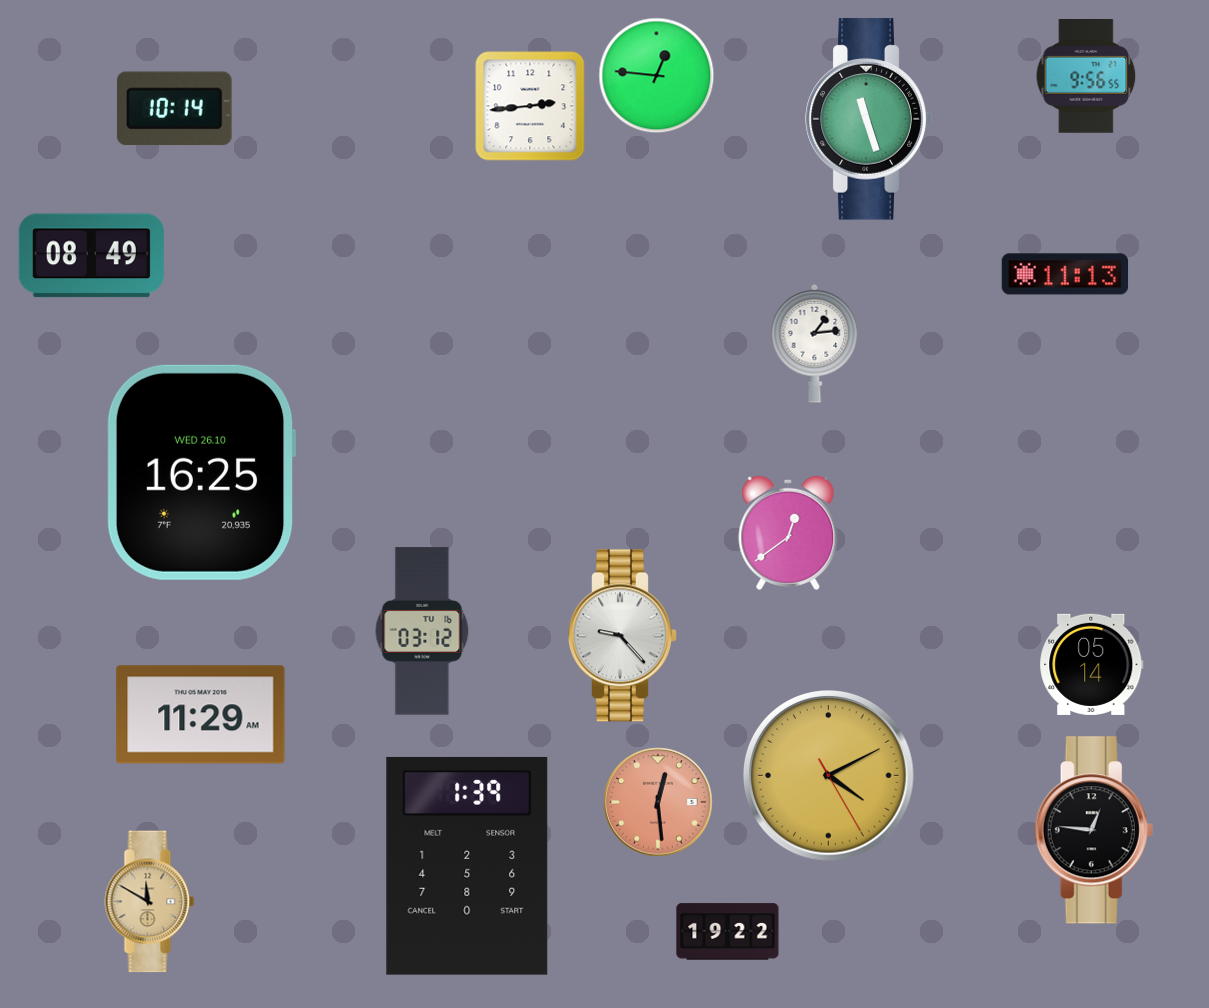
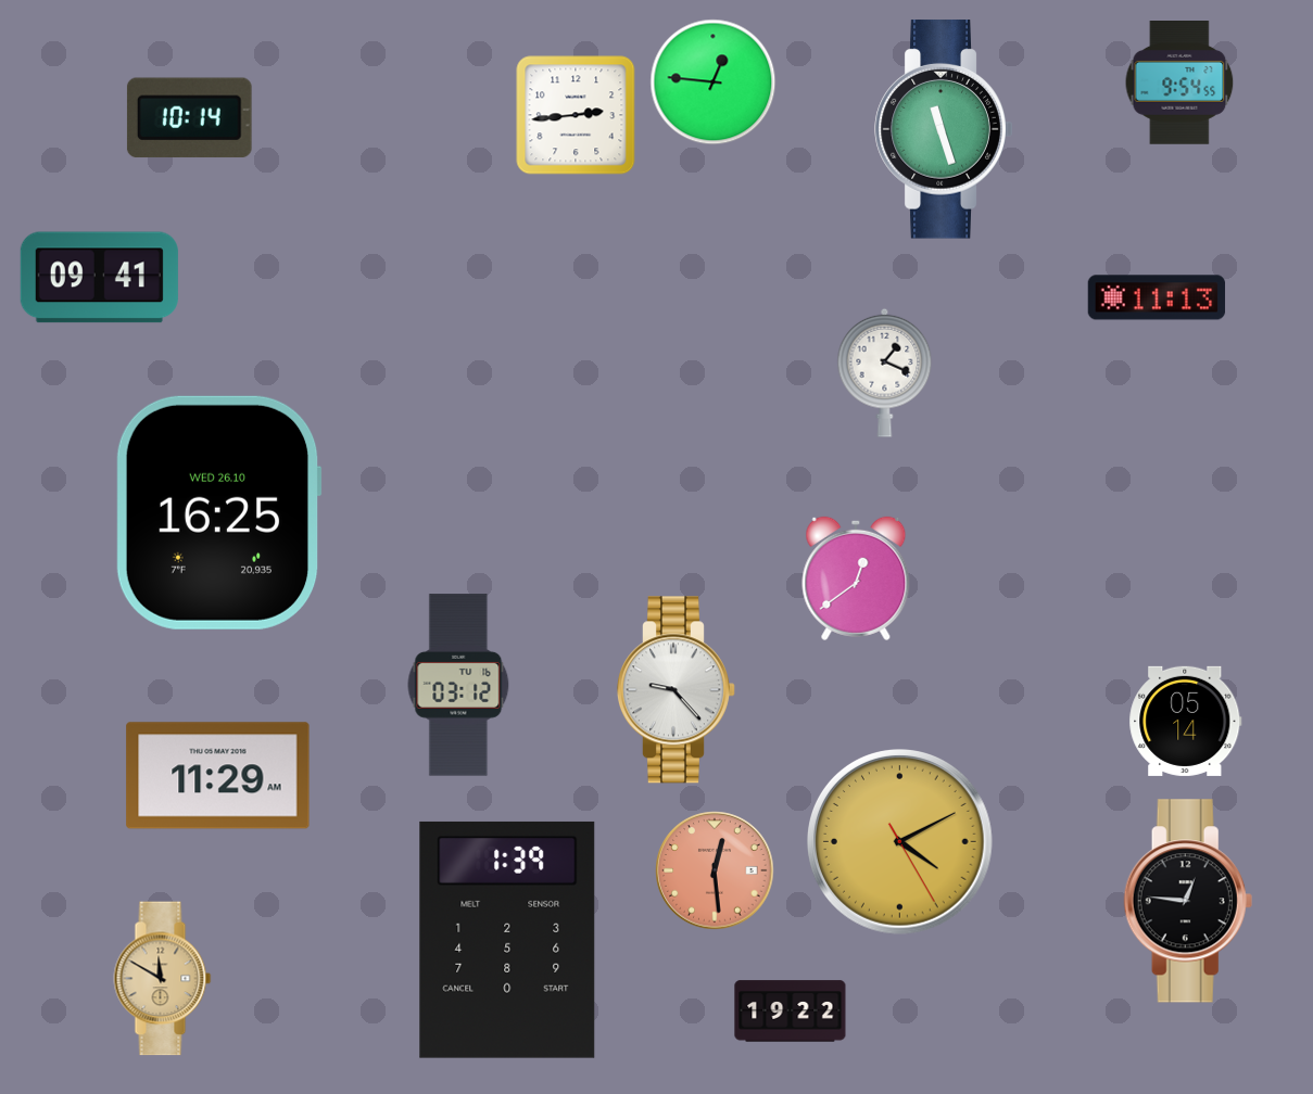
clock at (1086, 77): 9:56 -> 9:54
clock at (91, 256): 08:49 -> 09:41
clock at (815, 343): 1:14 -> 1:19
